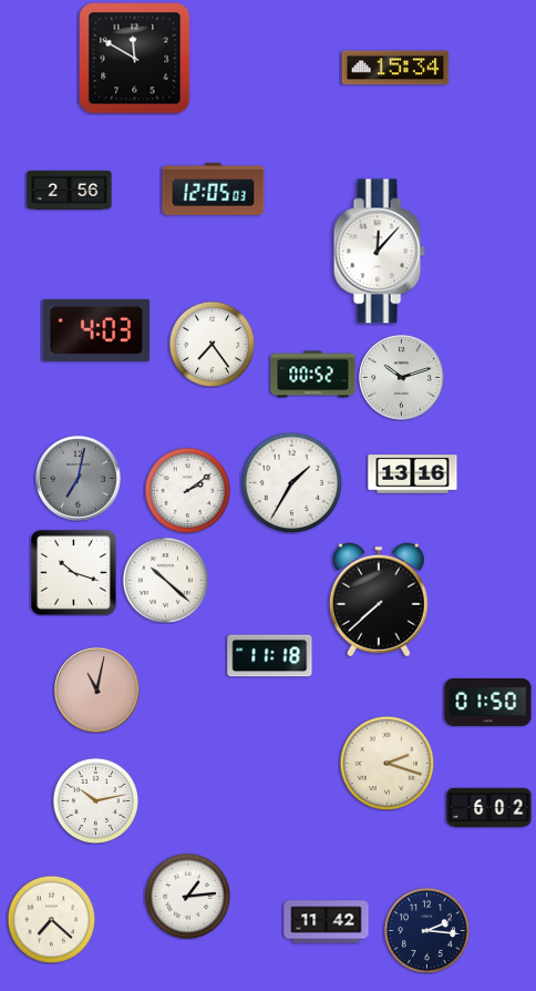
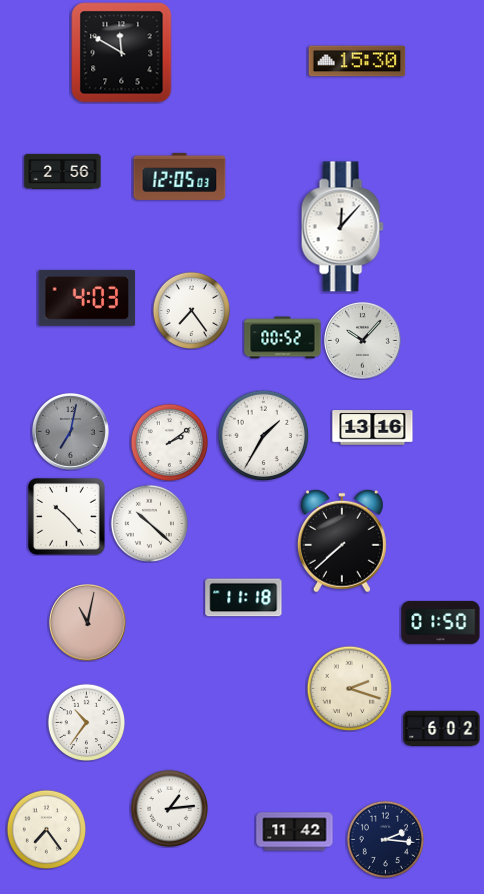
clock at (395, 68): 15:34 -> 15:30
clock at (214, 188) position: (214, 188) -> (180, 176)
clock at (401, 377): 10:12 -> 10:07
clock at (73, 572): 10:18 -> 10:23
clock at (270, 656) position: (270, 656) -> (244, 598)
clock at (488, 702) position: (488, 702) -> (441, 622)
clock at (95, 800): 10:13 -> 10:36
clock at (51, 919): 7:22 -> 7:24
